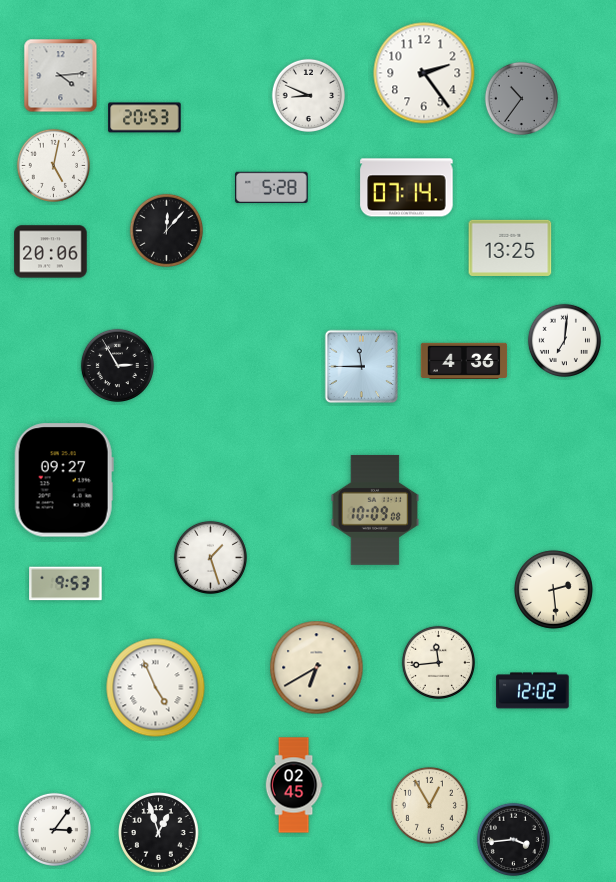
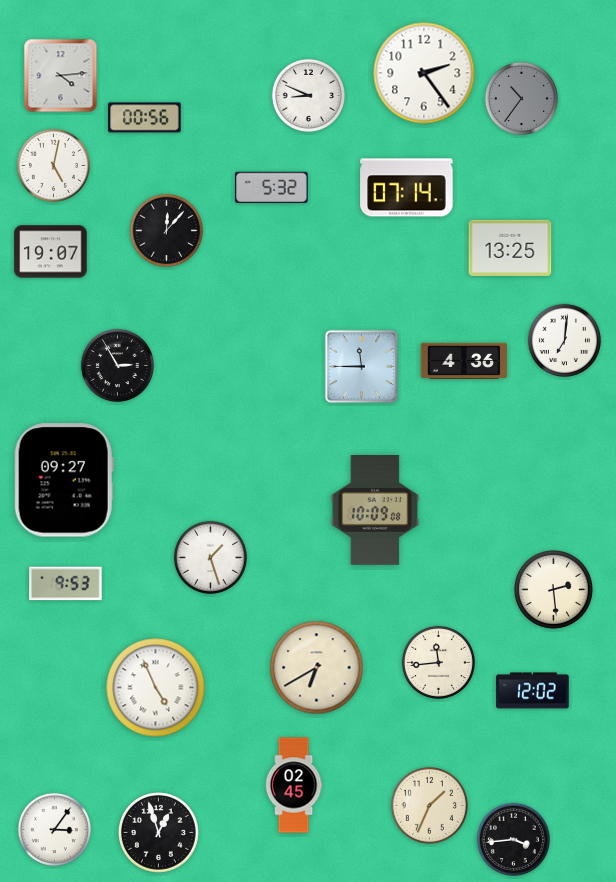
clock at (145, 118): 20:53 -> 00:56
clock at (272, 187): 5:28 -> 5:32
clock at (51, 252): 20:06 -> 19:07
clock at (429, 805): 12:55 -> 1:34
